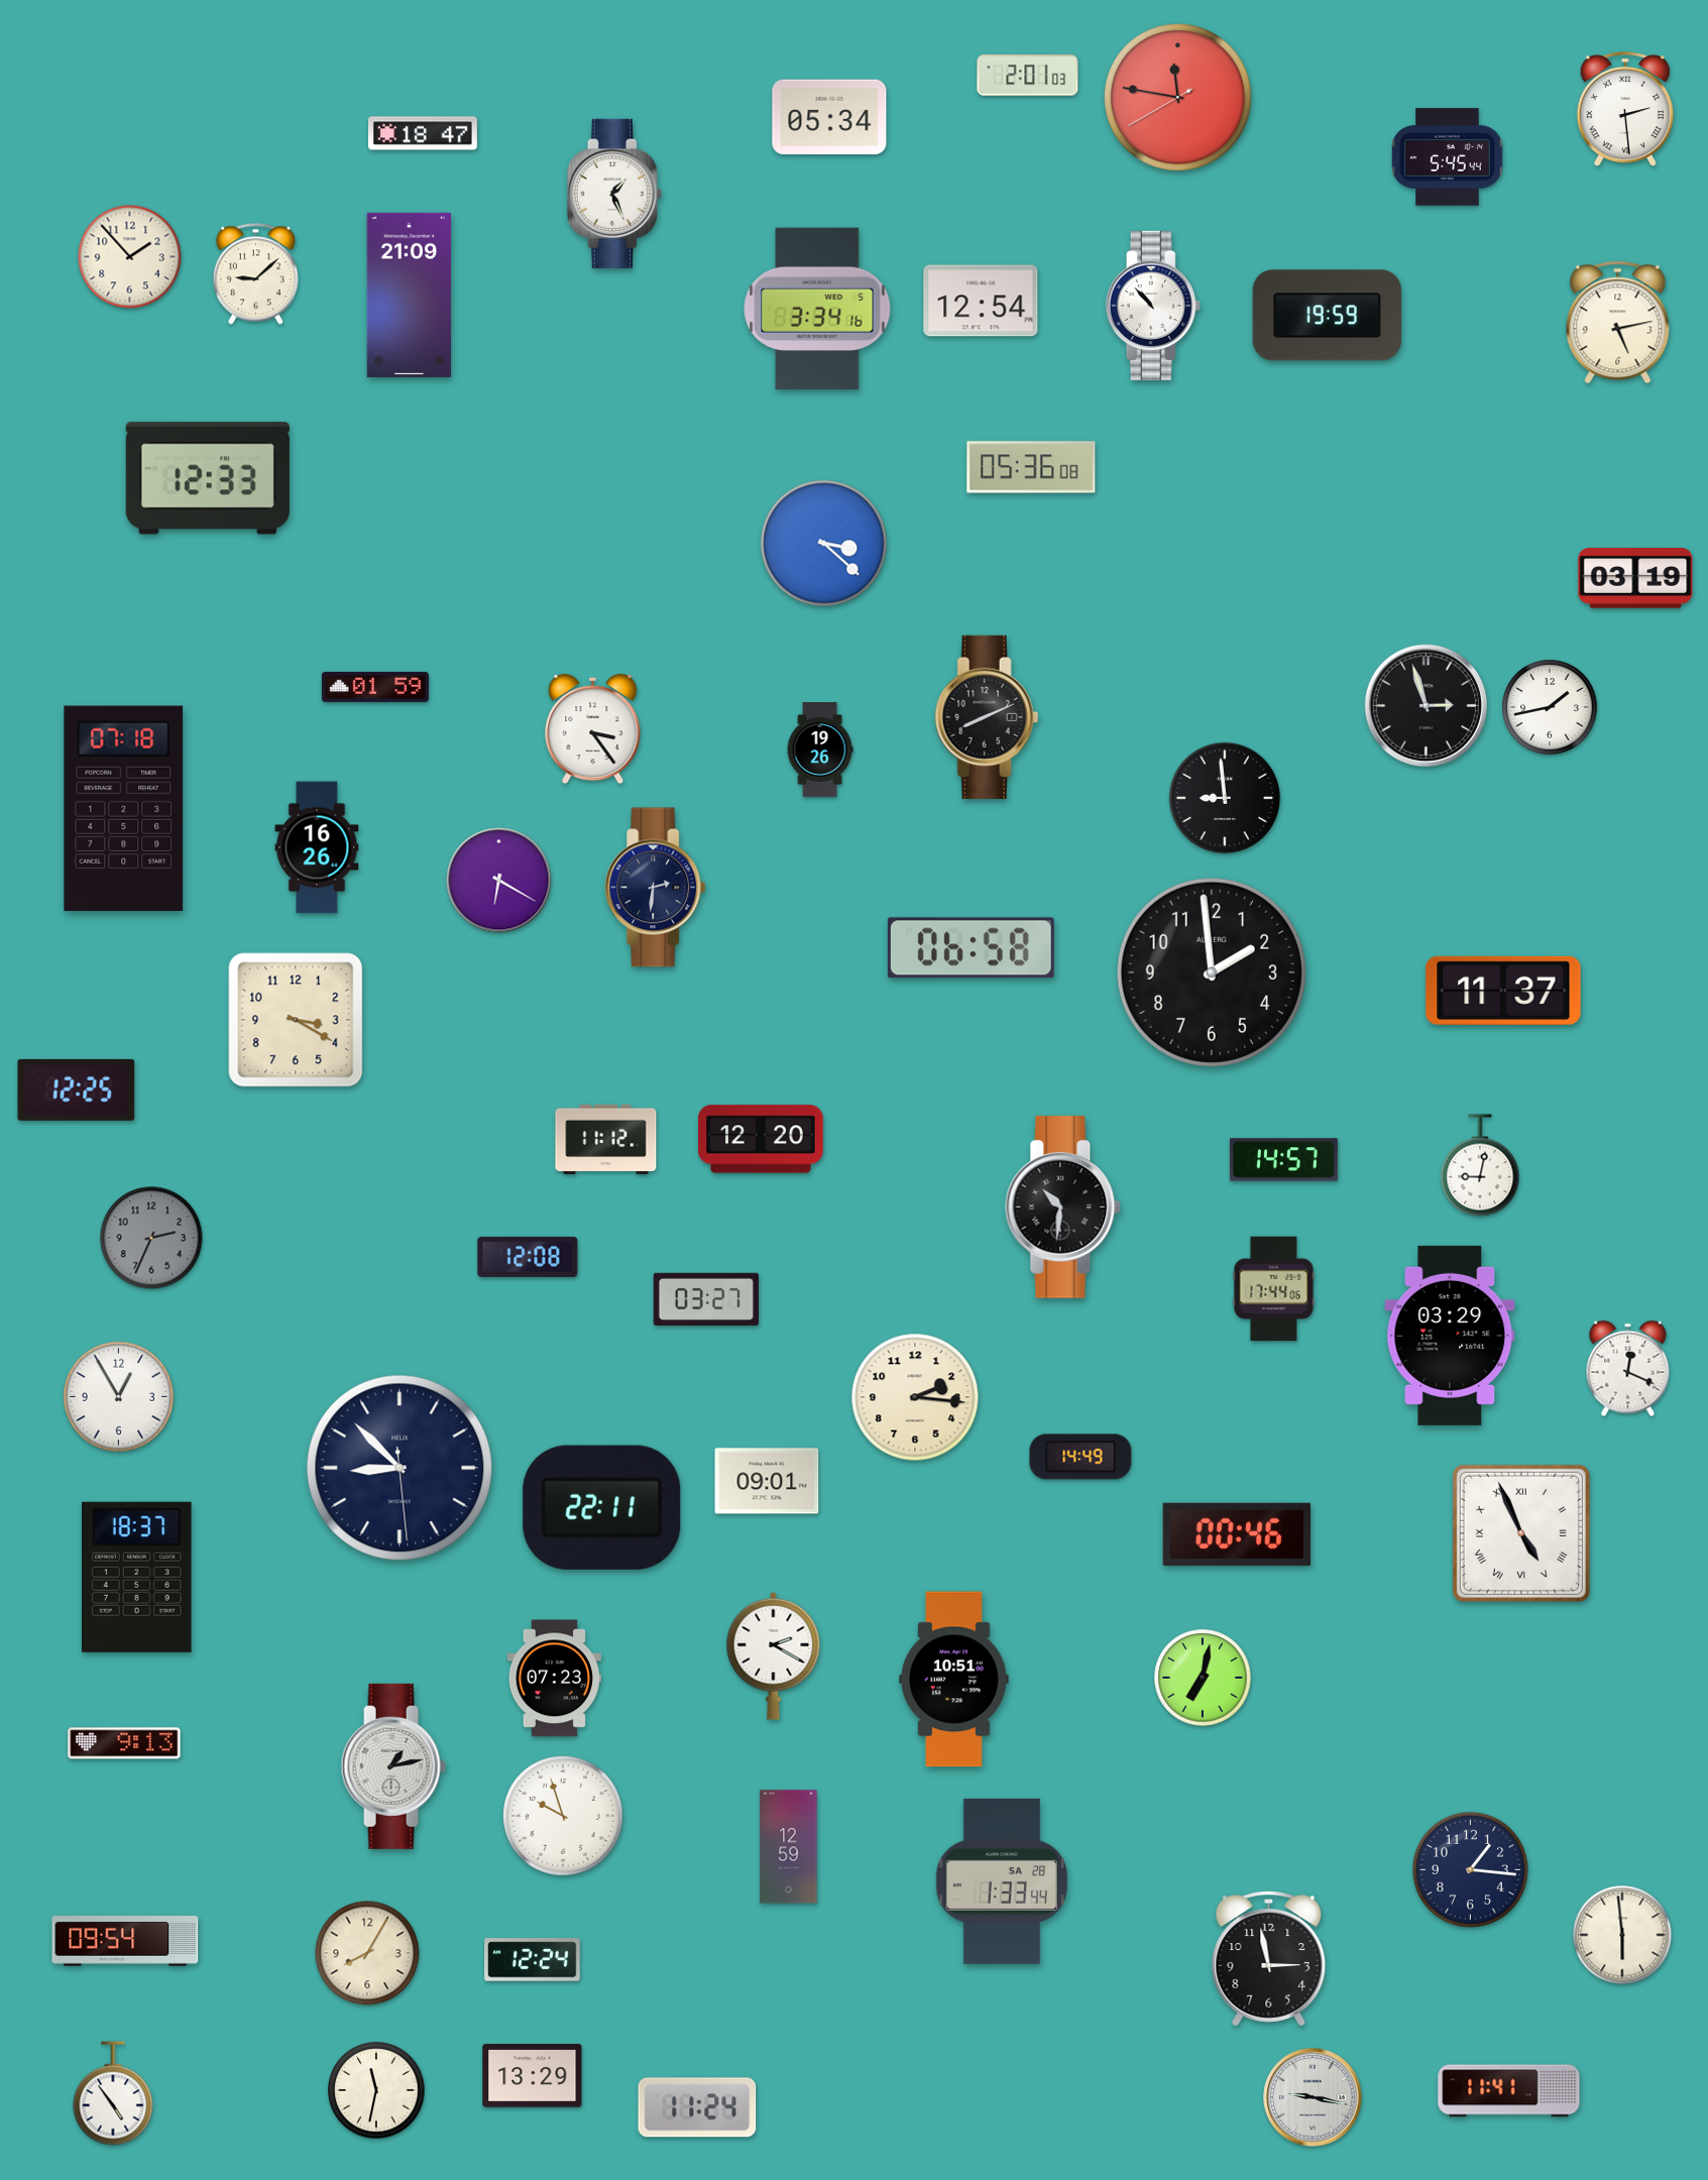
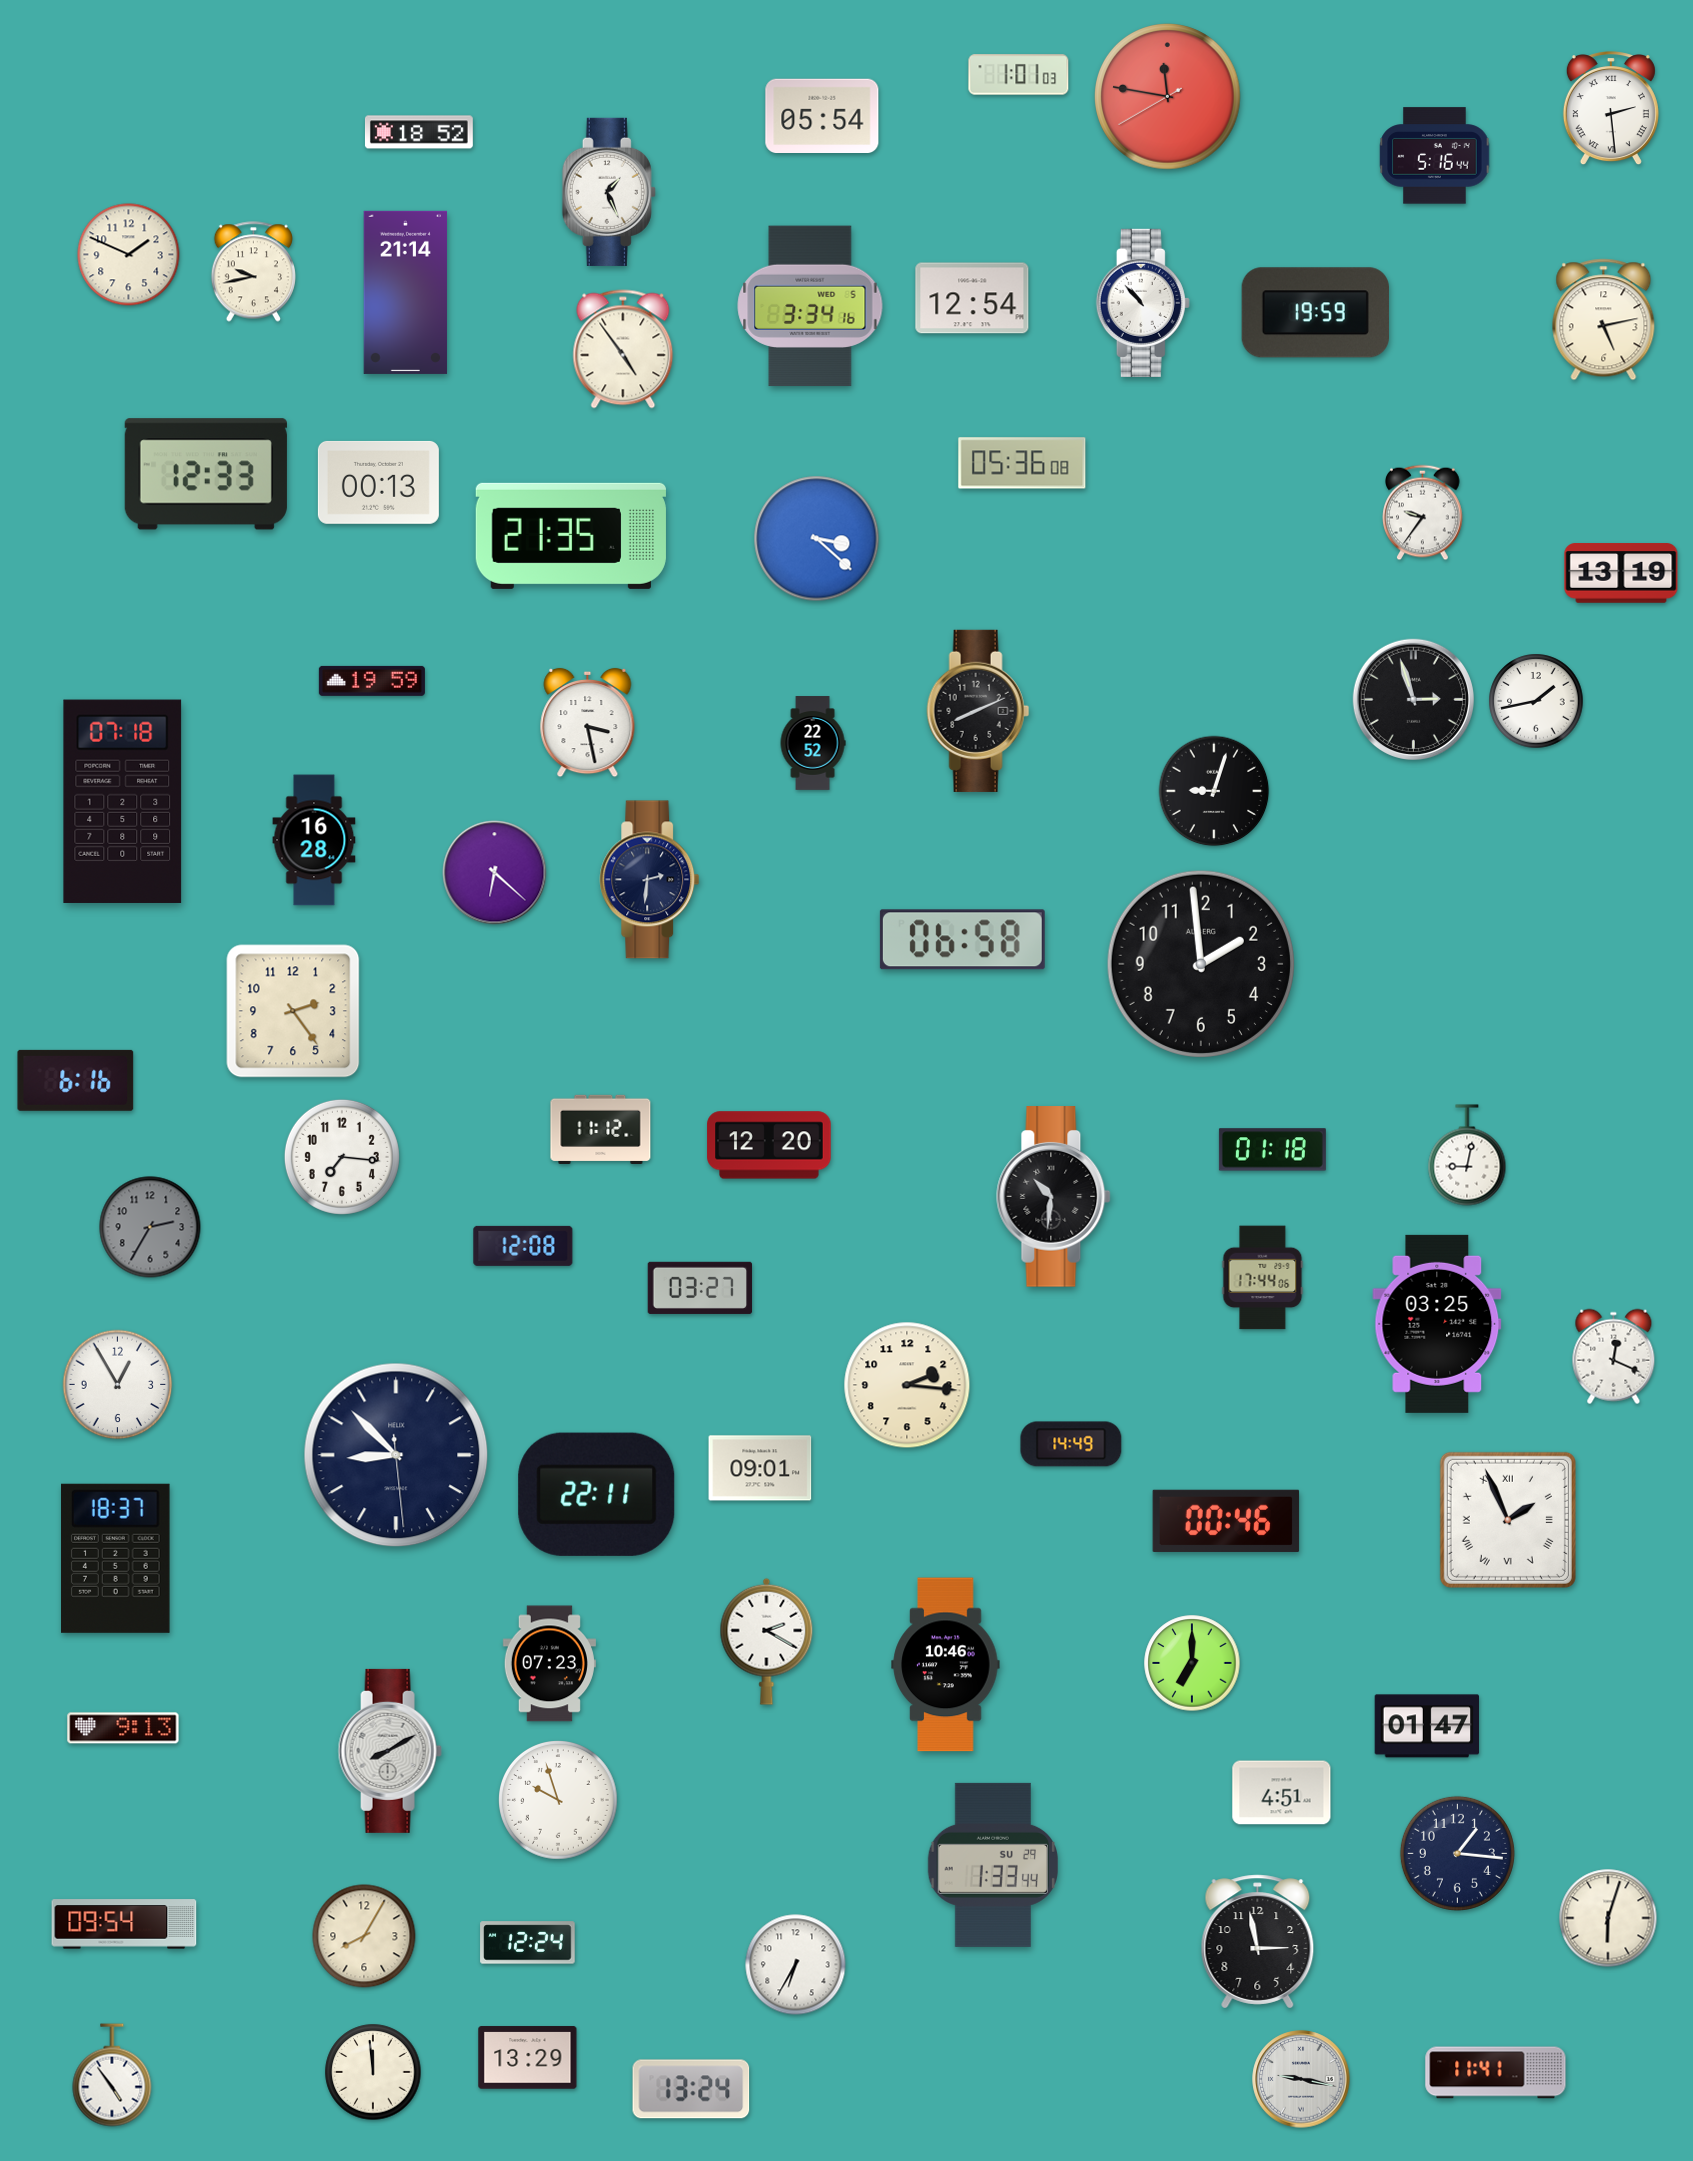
clock at (1028, 76): 2:01 -> 1:01
clock at (829, 116): 05:34 -> 05:54
clock at (423, 133): 18:47 -> 18:52
clock at (1448, 157): 5:45 -> 5:16
clock at (130, 257): 1:53 -> 1:49
clock at (255, 274): 9:08 -> 9:43
clock at (410, 295): 21:09 -> 21:14
clock at (623, 349): none -> 4:54
clock at (378, 482): none -> 00:13
clock at (1423, 513): none -> 9:36
clock at (571, 536): none -> 21:35
clock at (1635, 578): 03:19 -> 13:19
clock at (375, 687): 01:59 -> 19:59
clock at (593, 729): 3:24 -> 3:28
clock at (820, 750): 19:26 -> 22:52
clock at (1225, 798): 8:59 -> 9:03
clock at (317, 847): 16:26 -> 16:28
clock at (499, 881): 6:20 -> 6:22
clock at (1503, 991): 11:37 -> none
clock at (296, 1020): 3:20 -> 2:24
clock at (77, 1089): 12:25 -> 6:16
clock at (761, 1139) position: (761, 1139) -> (769, 1145)
clock at (1283, 1160): 14:57 -> 01:18
clock at (342, 1157): none -> 7:16
clock at (151, 1238): 2:34 -> 2:35
clock at (1450, 1336): 03:29 -> 03:25
clock at (1521, 1533): 4:56 -> 1:56
clock at (137, 1577) position: (137, 1577) -> (116, 1558)
clock at (1203, 1678): 7:02 -> 7:00
clock at (954, 1680): 10:51 -> 10:46
clock at (1427, 1726): none -> 01:47
clock at (393, 1766): 1:13 -> 8:10
clock at (1282, 1793): none -> 4:51
clock at (789, 1847): 12:59 -> none
clock at (1001, 1881) date: SA 28 -> SU 29
clock at (1622, 1935): 5:59 -> 6:03
clock at (796, 1965): none -> 6:35
clock at (376, 2090): 11:32 -> 11:59
clock at (697, 2107): 11:24 -> 13:24
